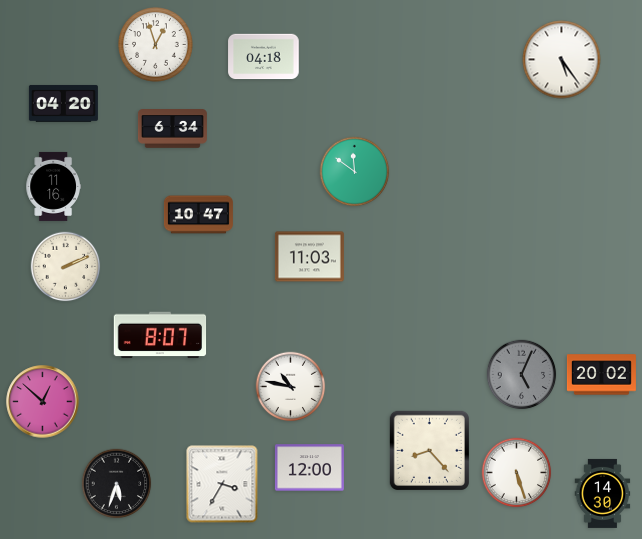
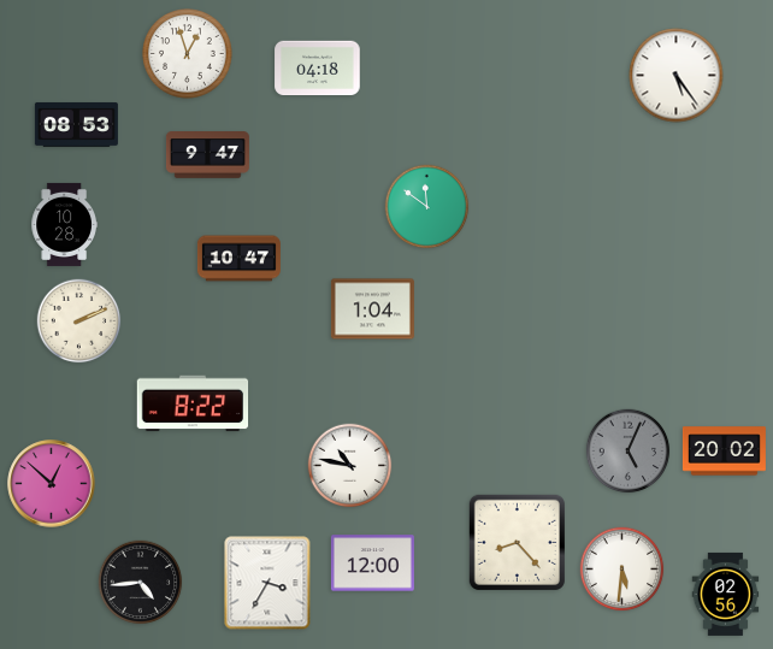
clock at (562, 60) position: (562, 60) -> (677, 76)
clock at (63, 103): 04:20 -> 08:53
clock at (172, 129): 6:34 -> 9:47
clock at (53, 186): 11:16 -> 10:28
clock at (309, 257): 11:03 -> 1:04
clock at (160, 335): 8:07 -> 8:22
clock at (517, 473): 5:27 -> 5:31
clock at (117, 484): 5:33 -> 4:44
clock at (603, 493): 14:30 -> 02:56
